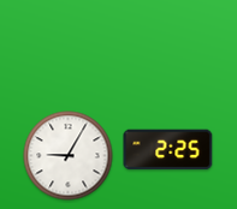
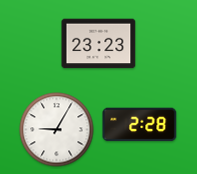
clock at (99, 44): none -> 23:23
clock at (168, 150): 2:25 -> 2:28
